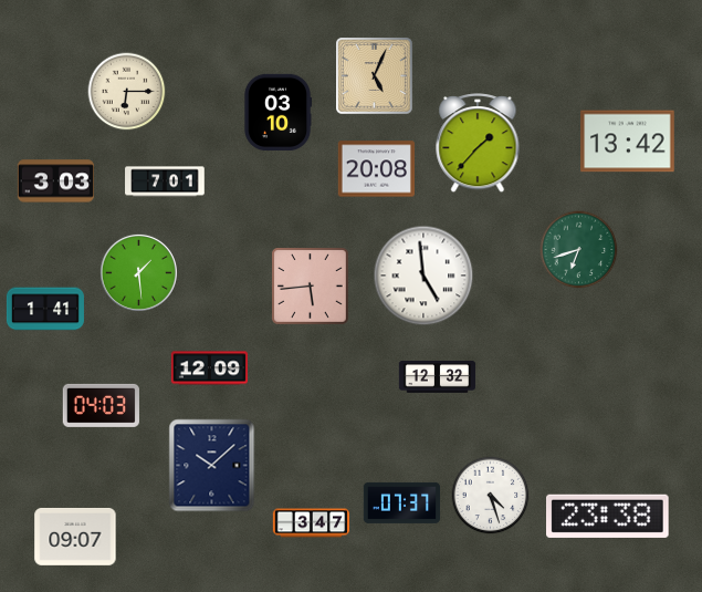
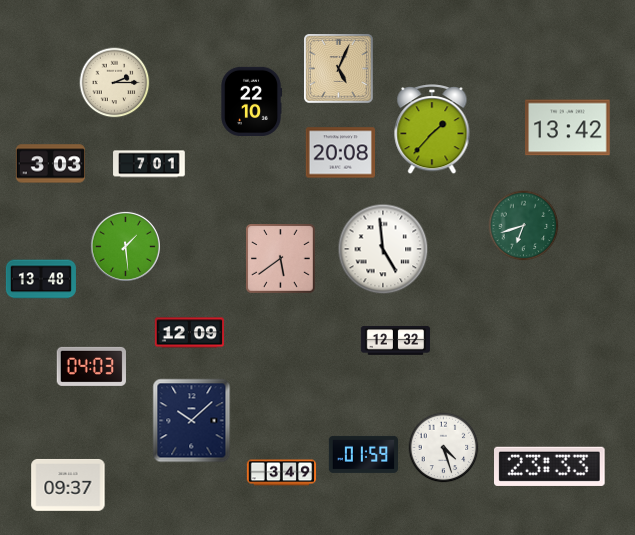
clock at (127, 92): 6:15 -> 2:15
clock at (277, 112): 03:10 -> 22:10
clock at (311, 287): 5:44 -> 5:39
clock at (45, 309): 1:41 -> 13:48
clock at (401, 502): 07:37 -> 01:59
clock at (608, 516): 23:38 -> 23:33
clock at (312, 523): 3:47 -> 3:49
clock at (75, 537): 09:07 -> 09:37
